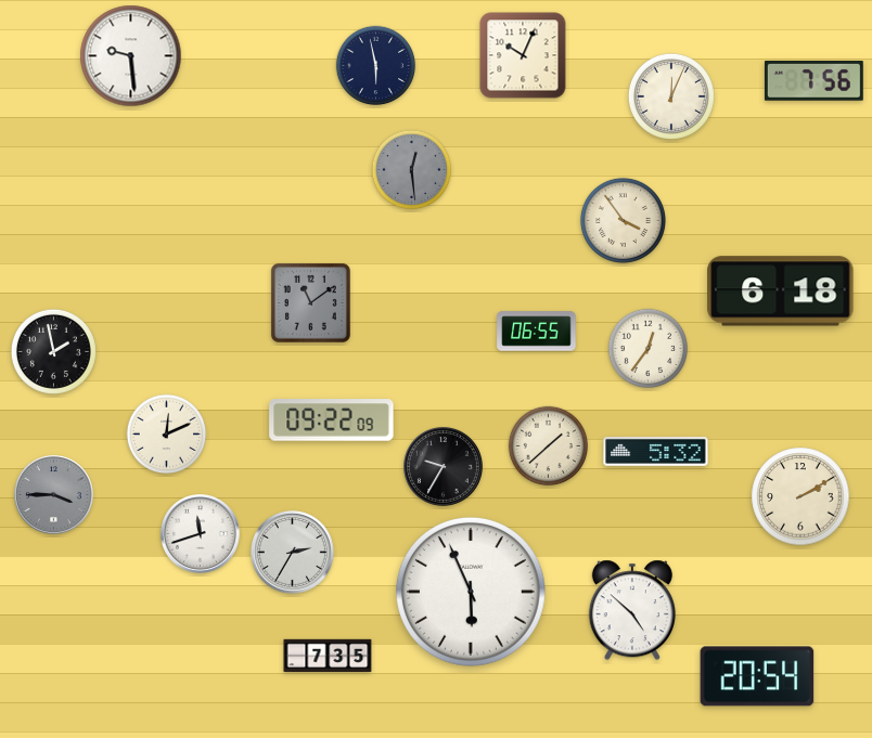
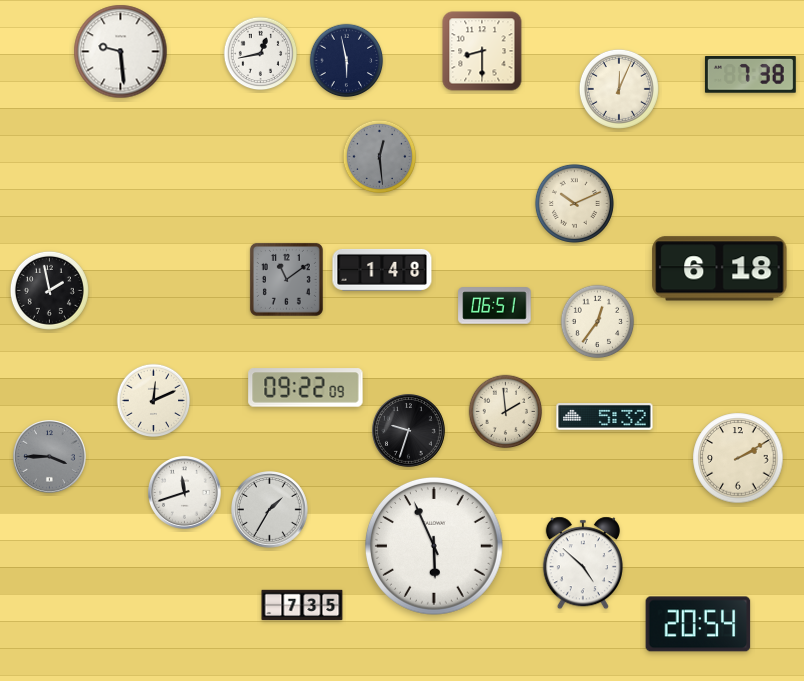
clock at (523, 55): 10:04 -> 8:30
clock at (261, 54): none -> 12:43
clock at (813, 81): 7:56 -> 7:38
clock at (623, 220): 3:54 -> 10:11
clock at (382, 270): none -> 1:48
clock at (537, 332): 06:55 -> 06:51
clock at (53, 351) position: (53, 351) -> (49, 290)
clock at (549, 446): 1:38 -> 1:59
clock at (444, 467): 9:35 -> 9:33
clock at (293, 553): 2:35 -> 1:35
